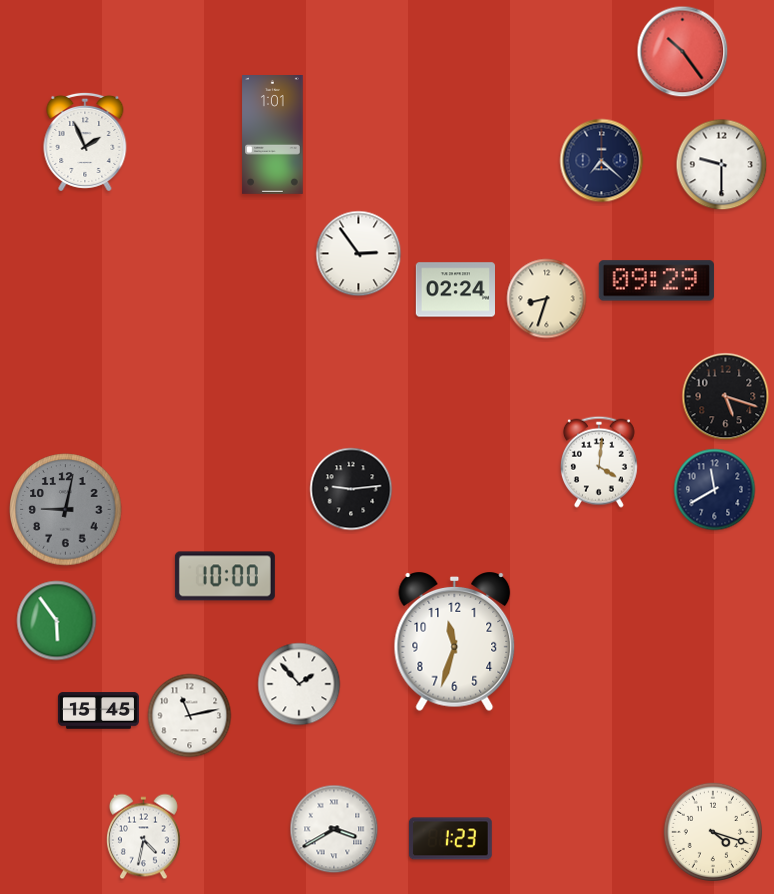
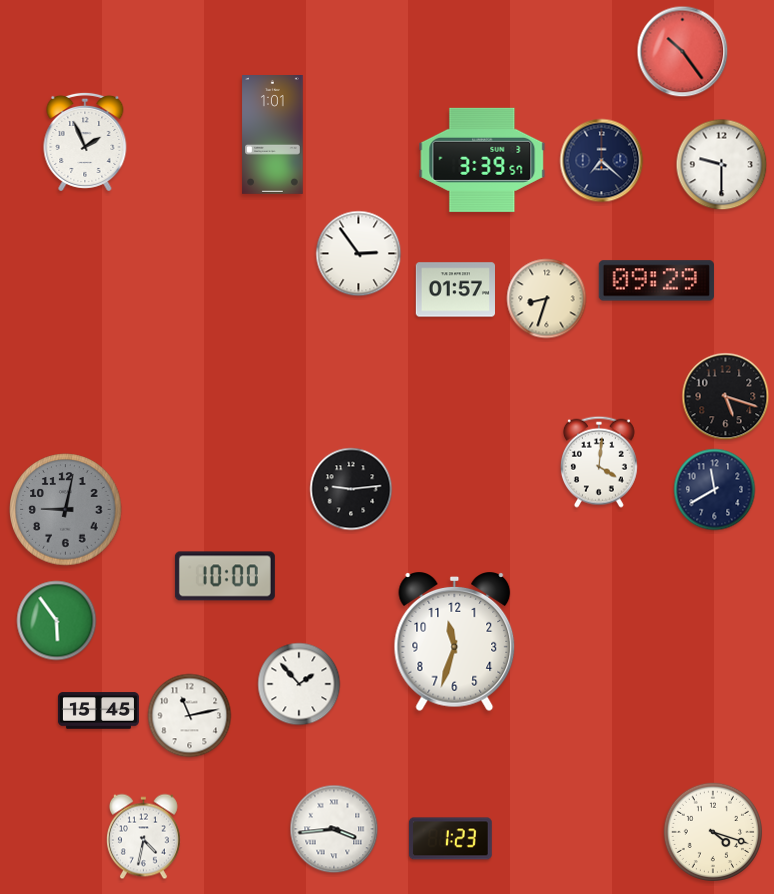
clock at (482, 160): none -> 3:39
clock at (455, 290): 02:24 -> 01:57
clock at (334, 829): 3:40 -> 3:44
